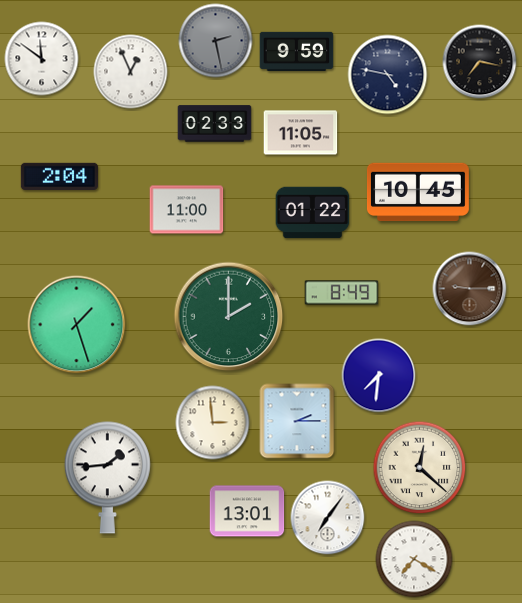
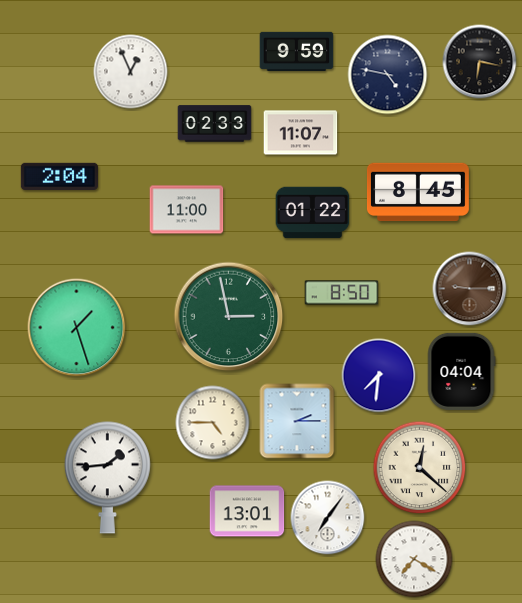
clock at (216, 41): 2:28 -> none
clock at (42, 59): 11:51 -> none
clock at (480, 62): 7:17 -> 6:17
clock at (301, 133): 11:05 -> 11:07
clock at (418, 192): 10:45 -> 8:45
clock at (342, 293): 8:49 -> 8:50
clock at (229, 317): 2:00 -> 2:58
clock at (77, 325) position: (77, 325) -> (77, 328)
clock at (461, 371): none -> 04:04
clock at (213, 423): 2:59 -> 4:45
